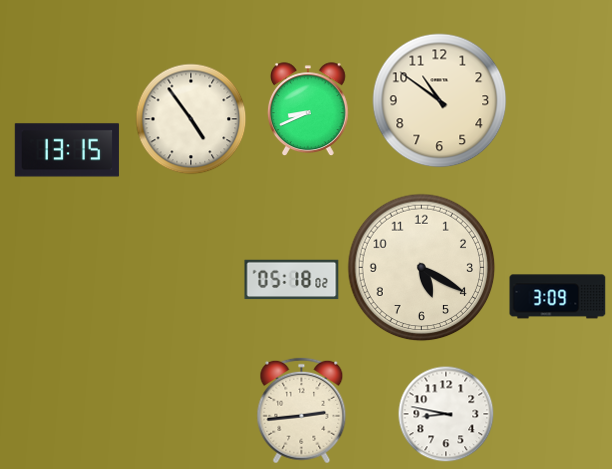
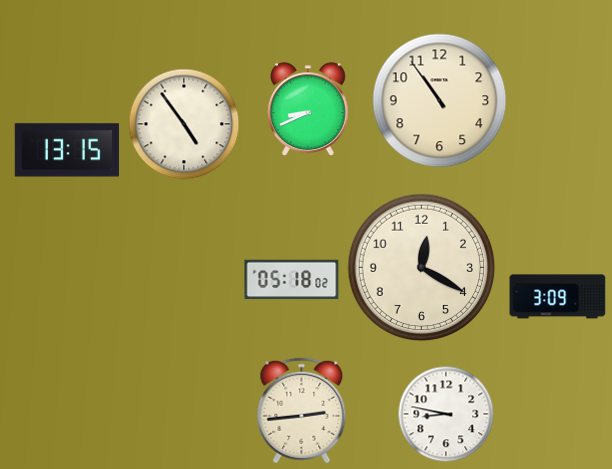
clock at (440, 101): 10:51 -> 10:54
clock at (191, 119) position: (191, 119) -> (184, 124)
clock at (422, 268): 5:20 -> 12:20
